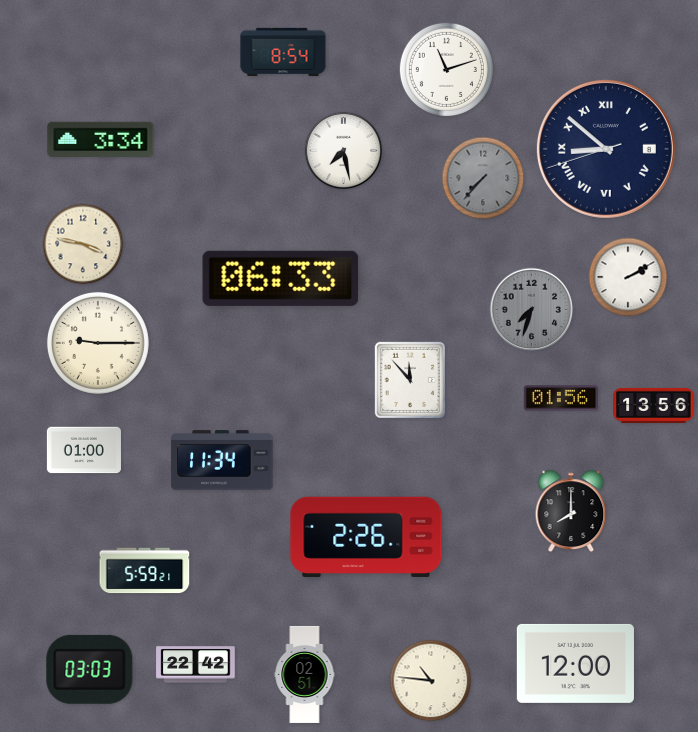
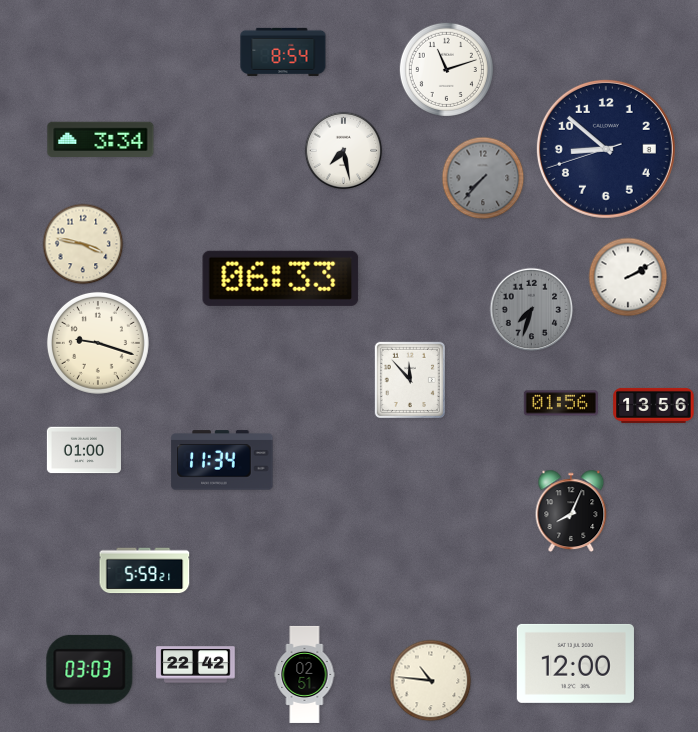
clock at (606, 149) numerals: Roman -> Arabic
clock at (98, 343): 9:15 -> 9:18
clock at (561, 398) position: (561, 398) -> (561, 403)
clock at (571, 510): 8:00 -> 8:04
clock at (366, 537): 2:26 -> none
